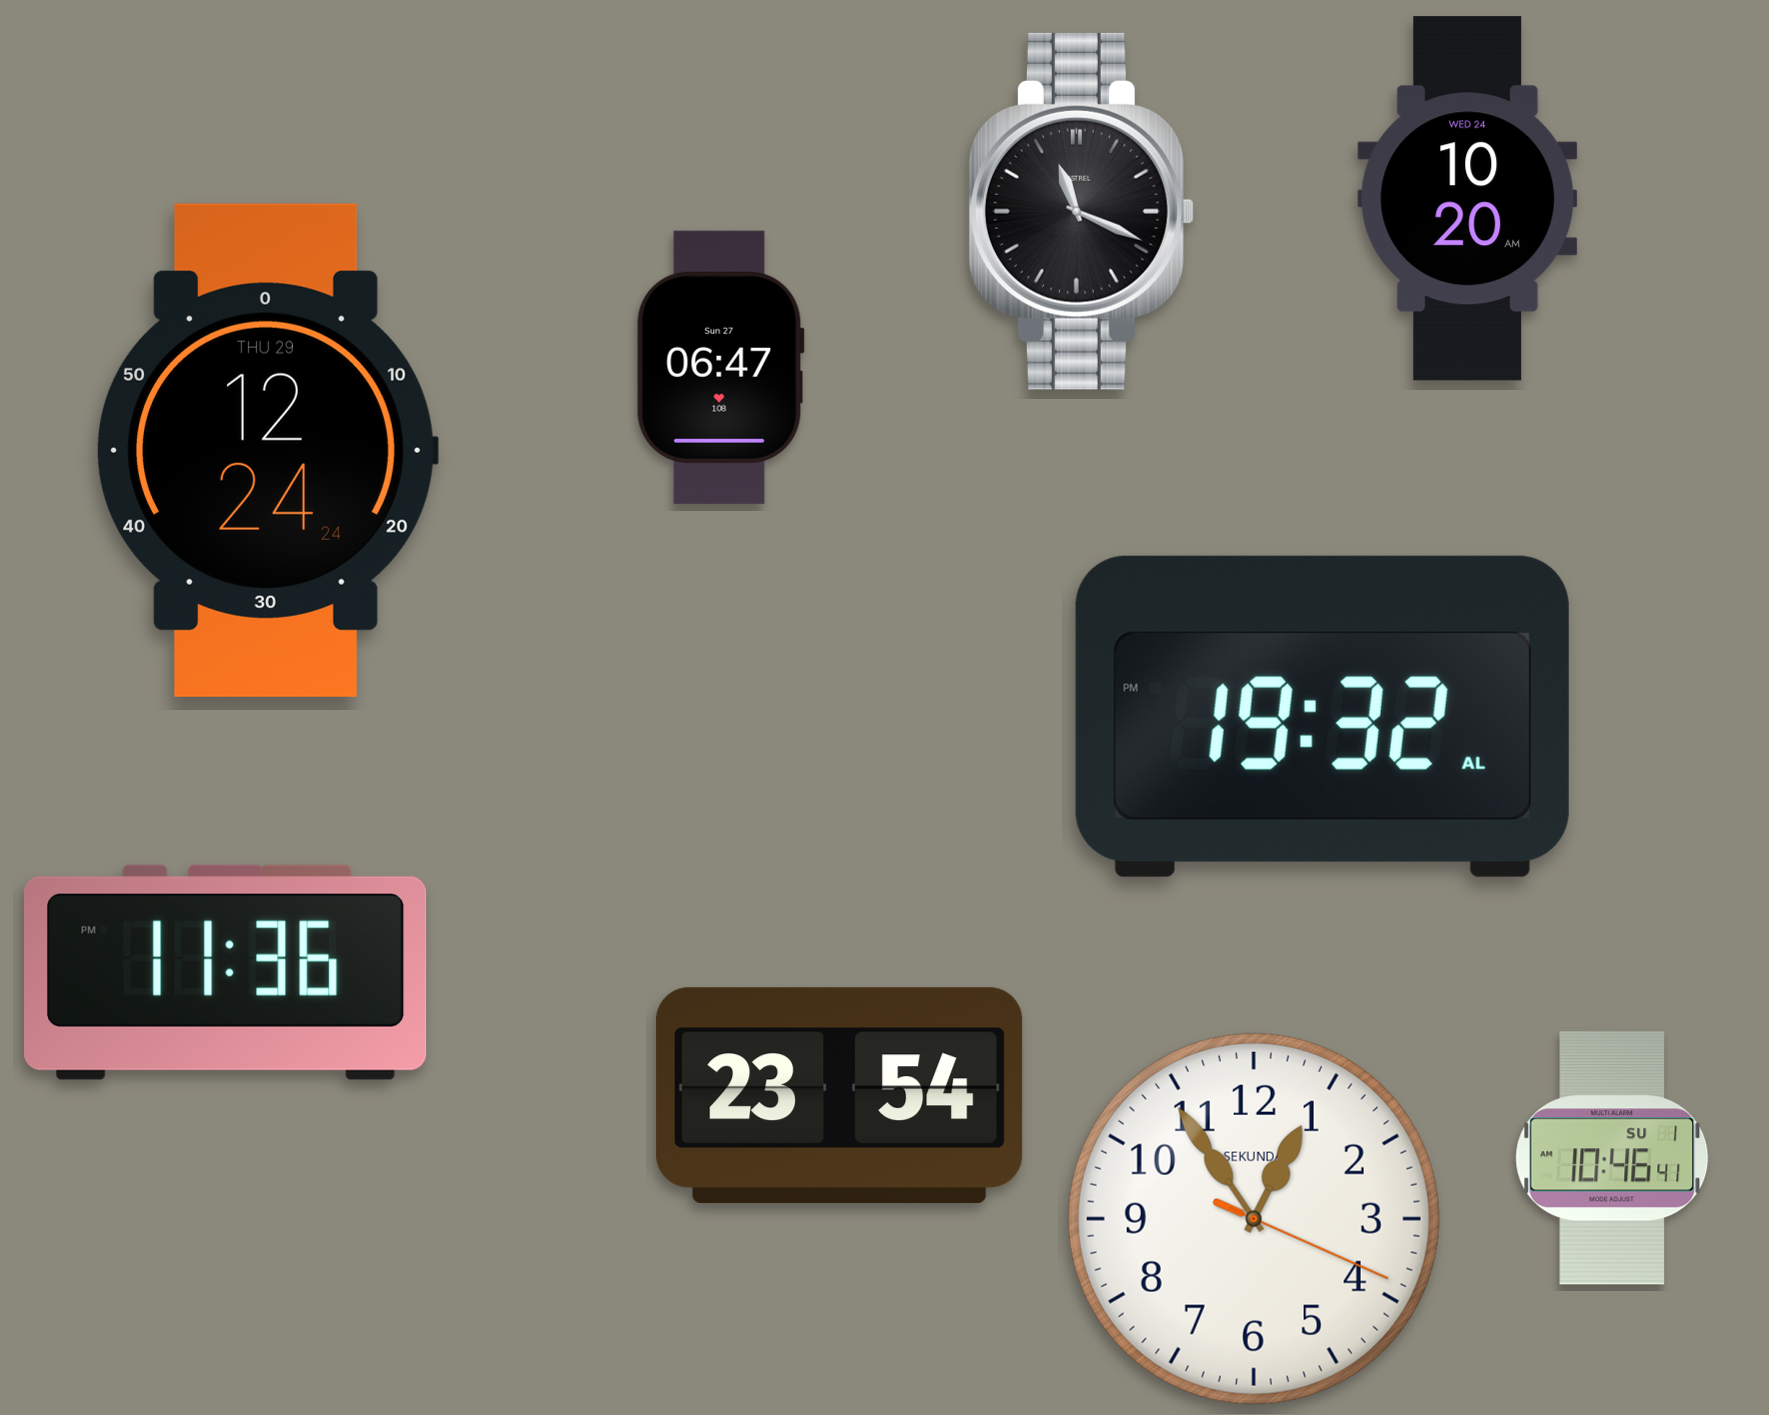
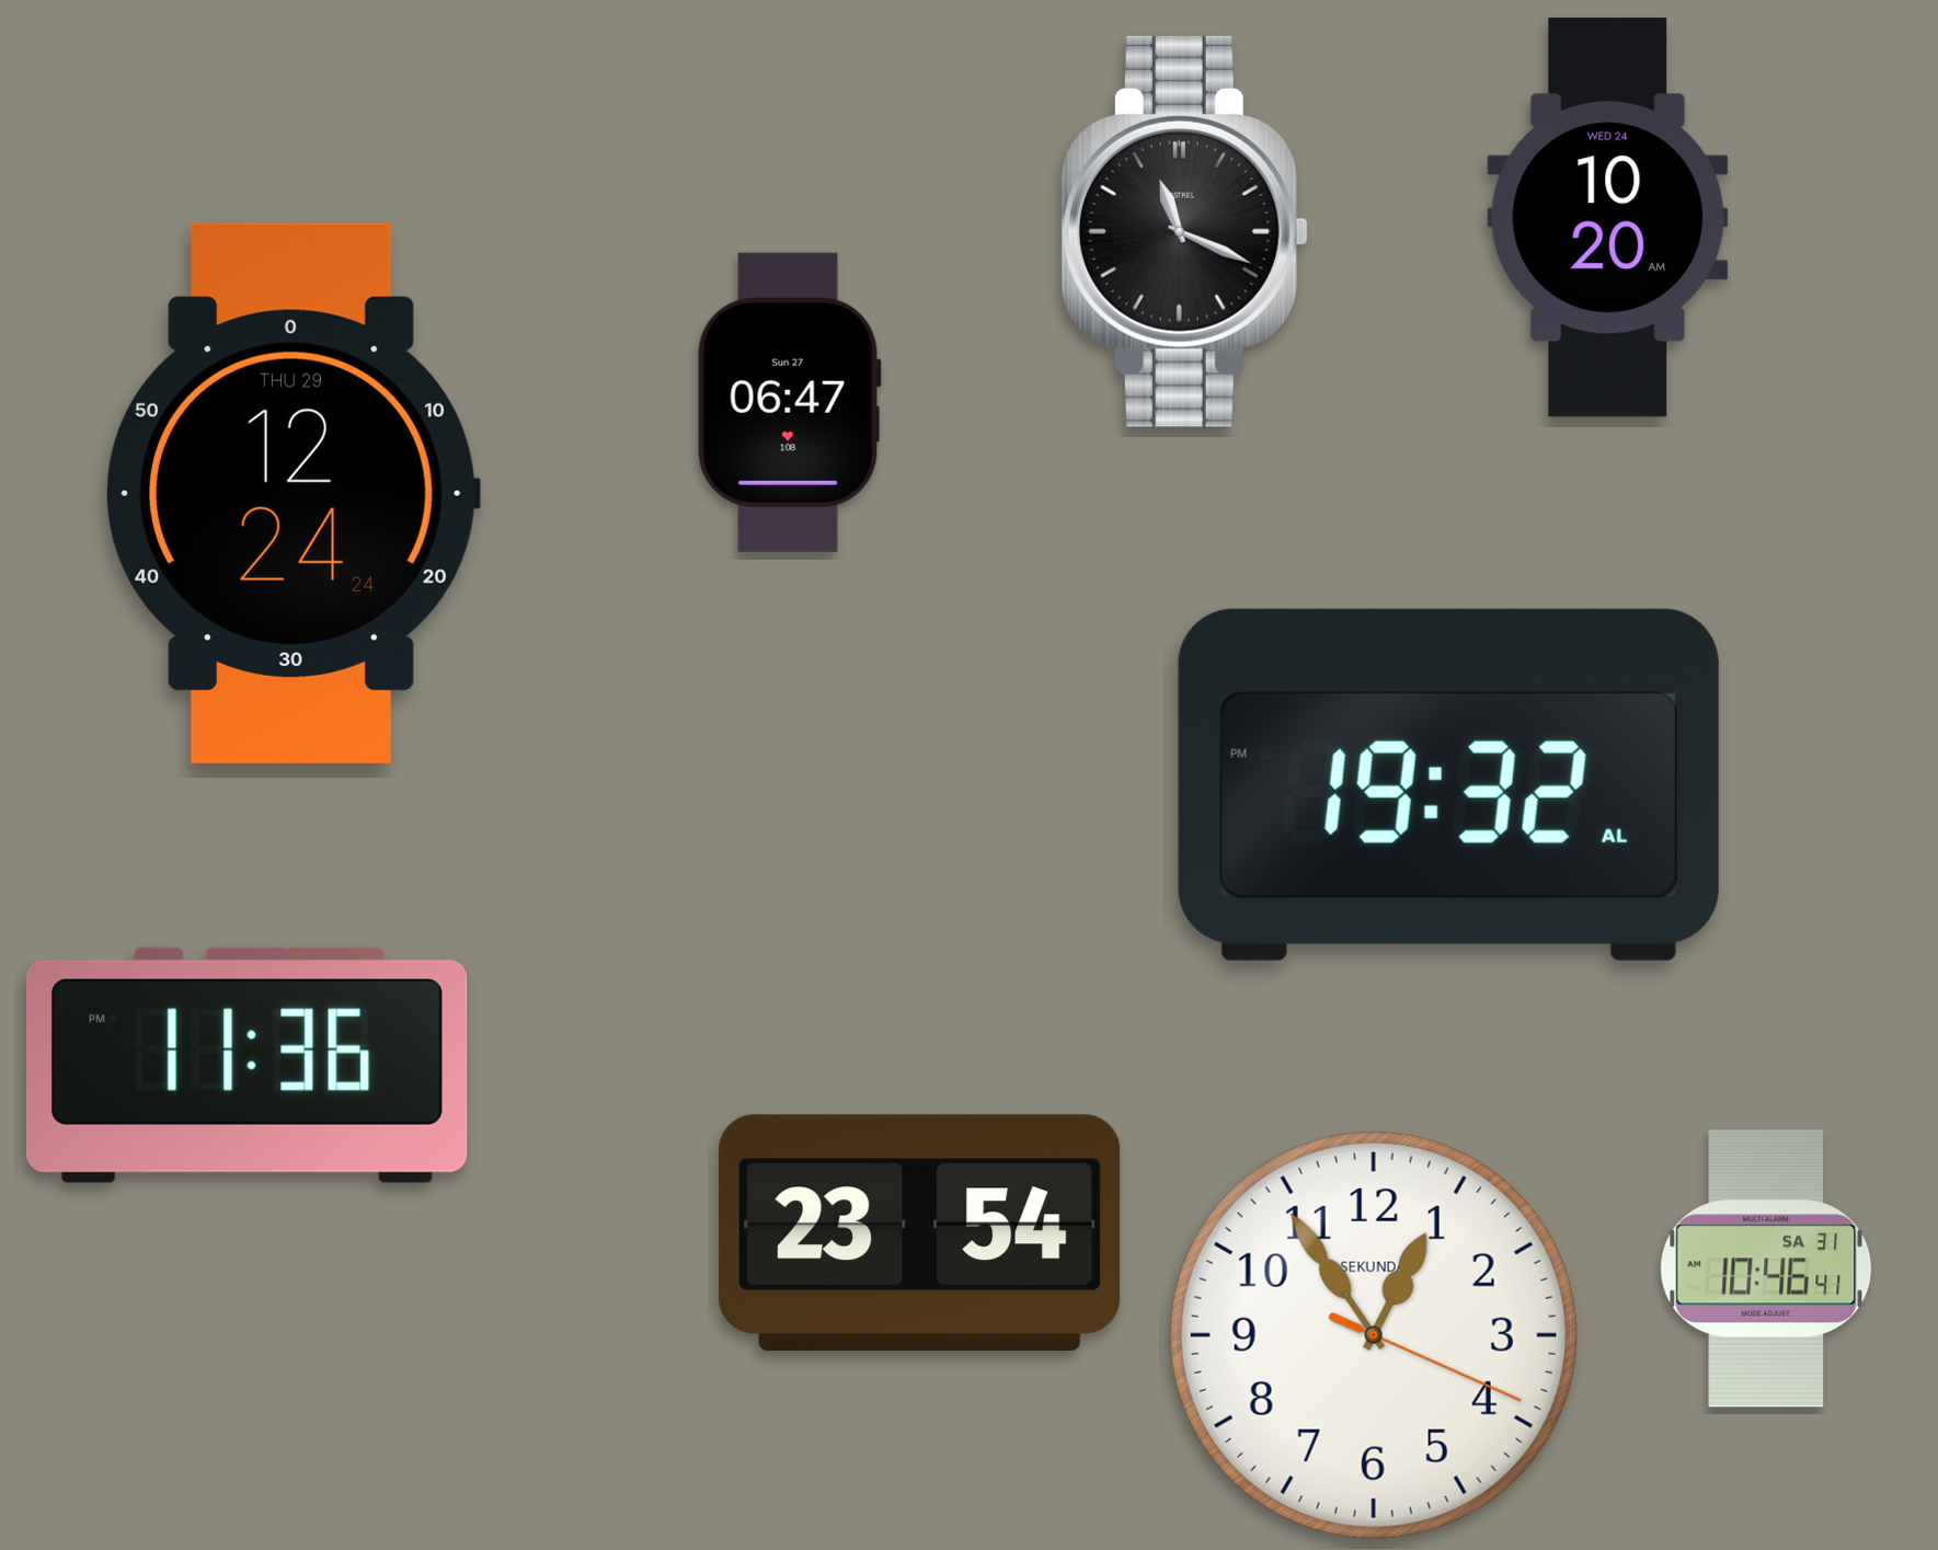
clock at (840, 1095) position: (840, 1095) -> (920, 1232)
clock at (1612, 1158) date: SU 1 -> SA 31
